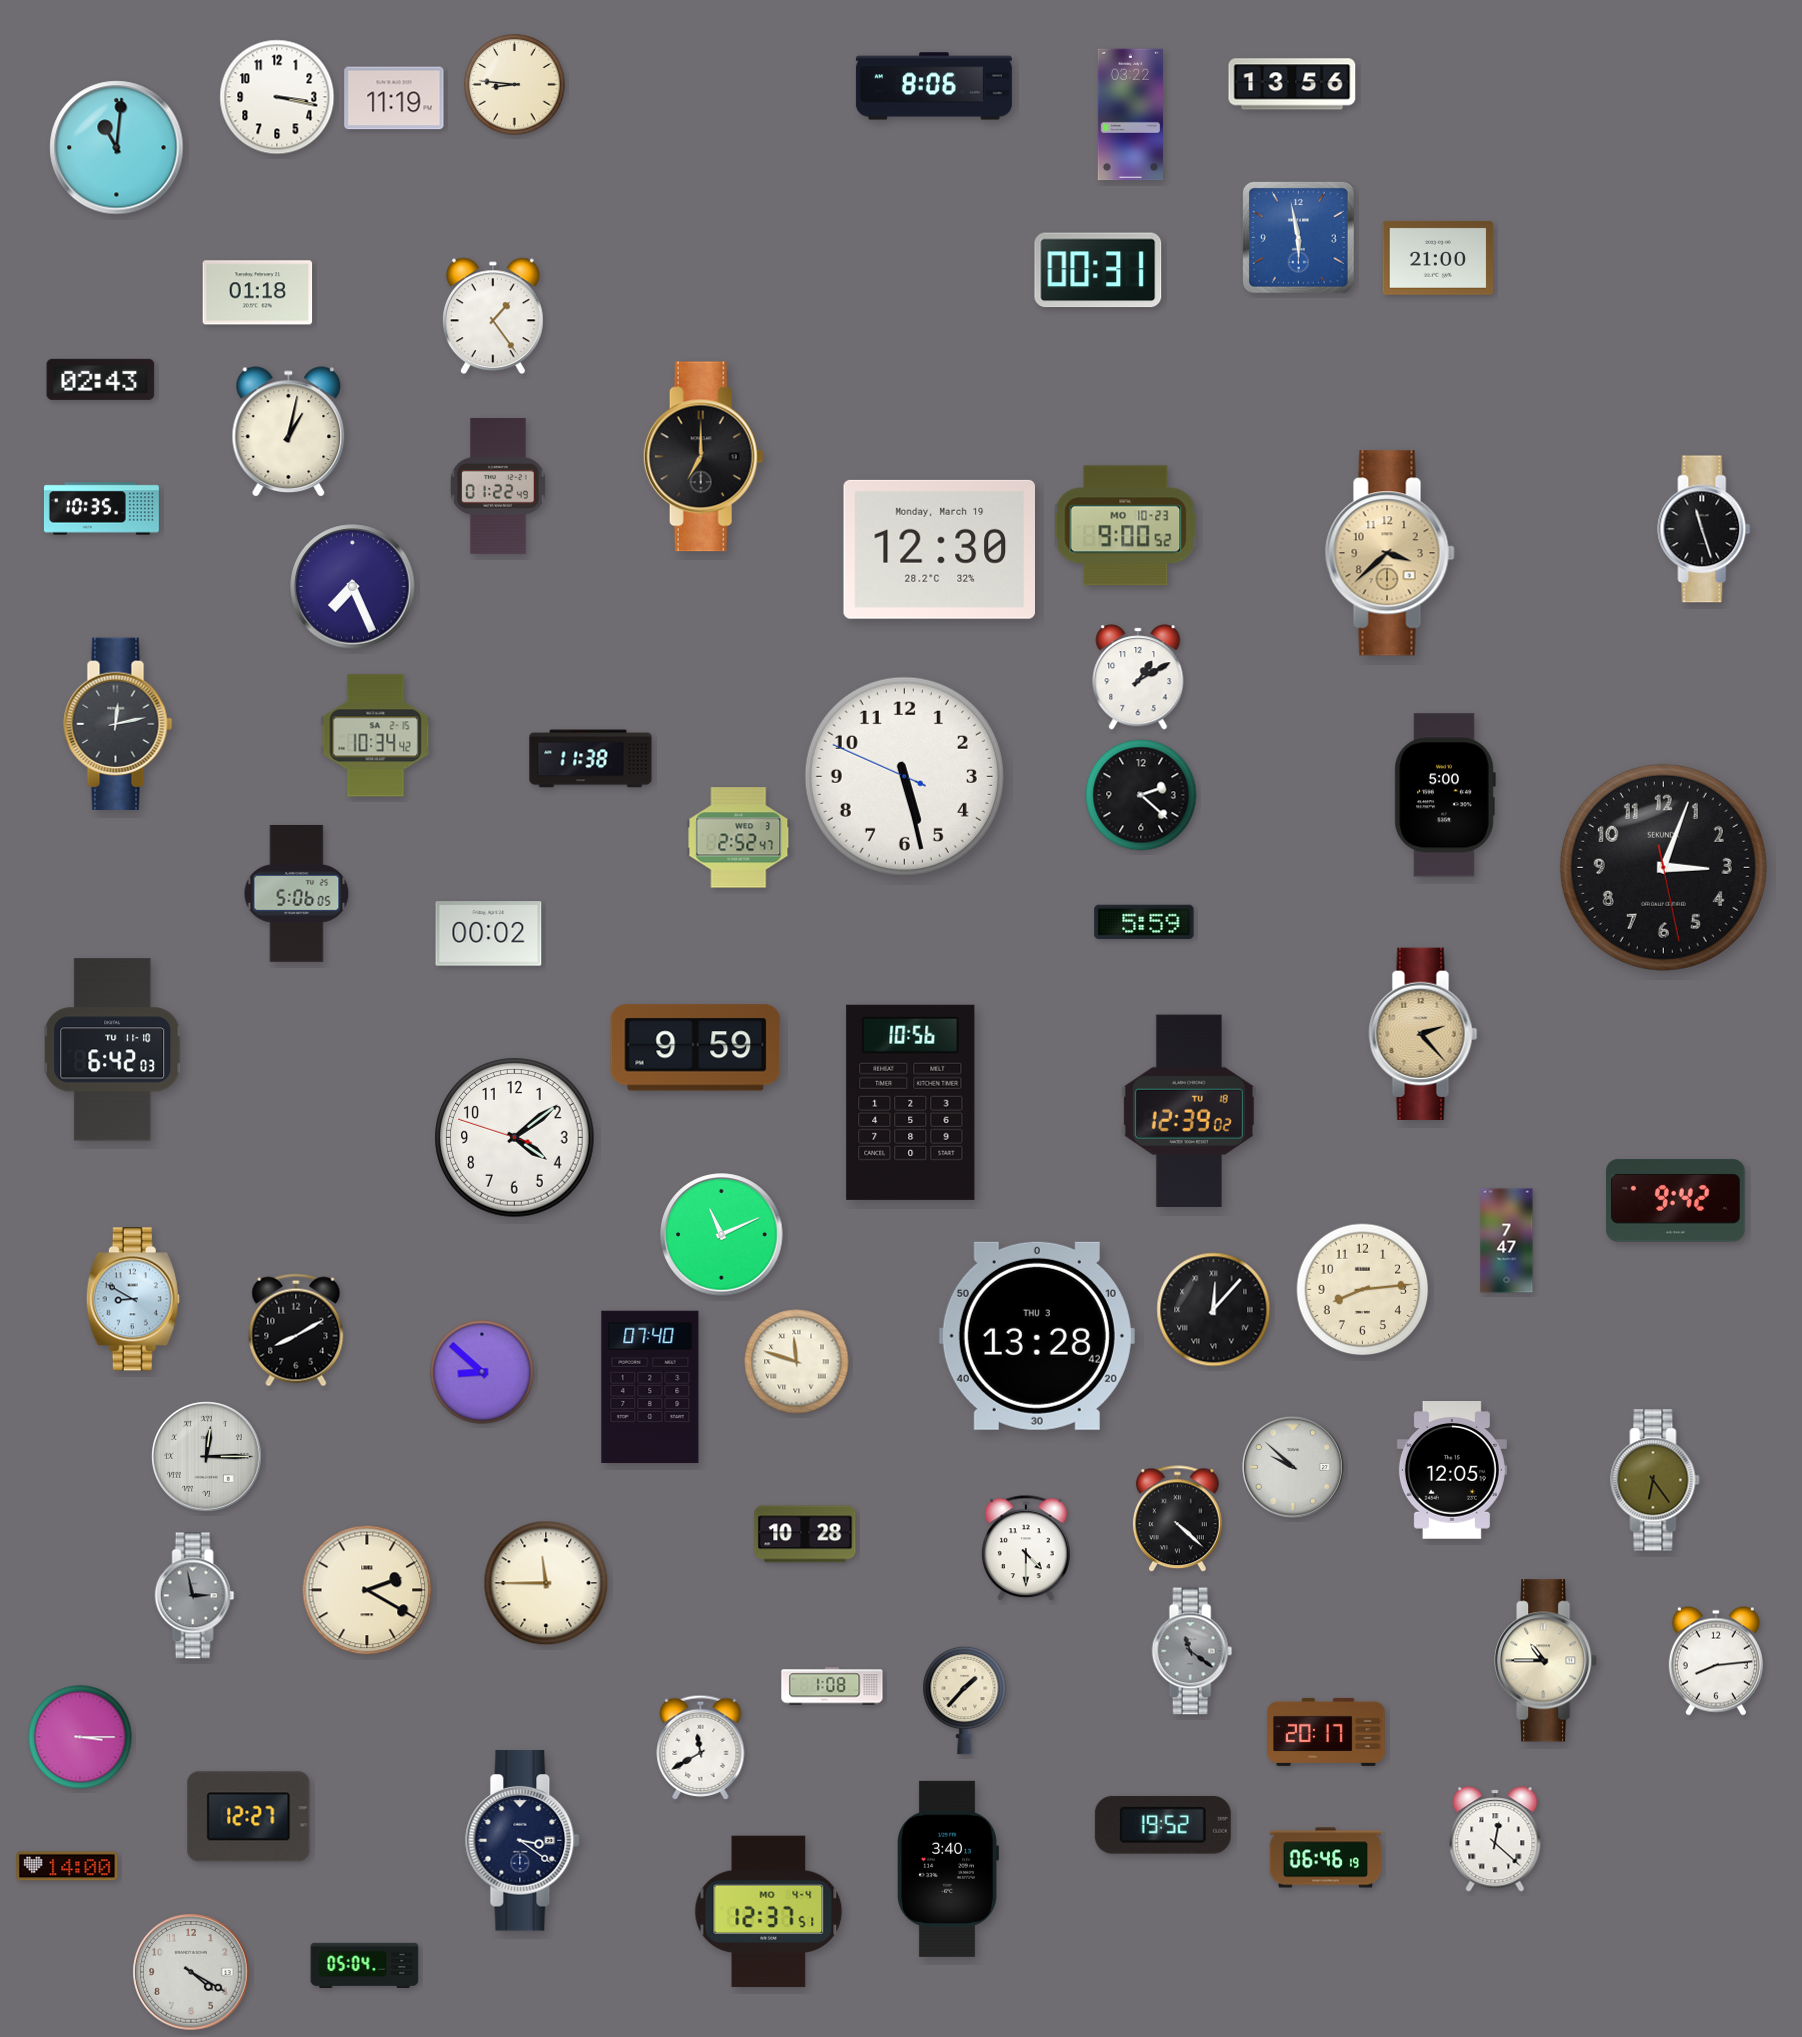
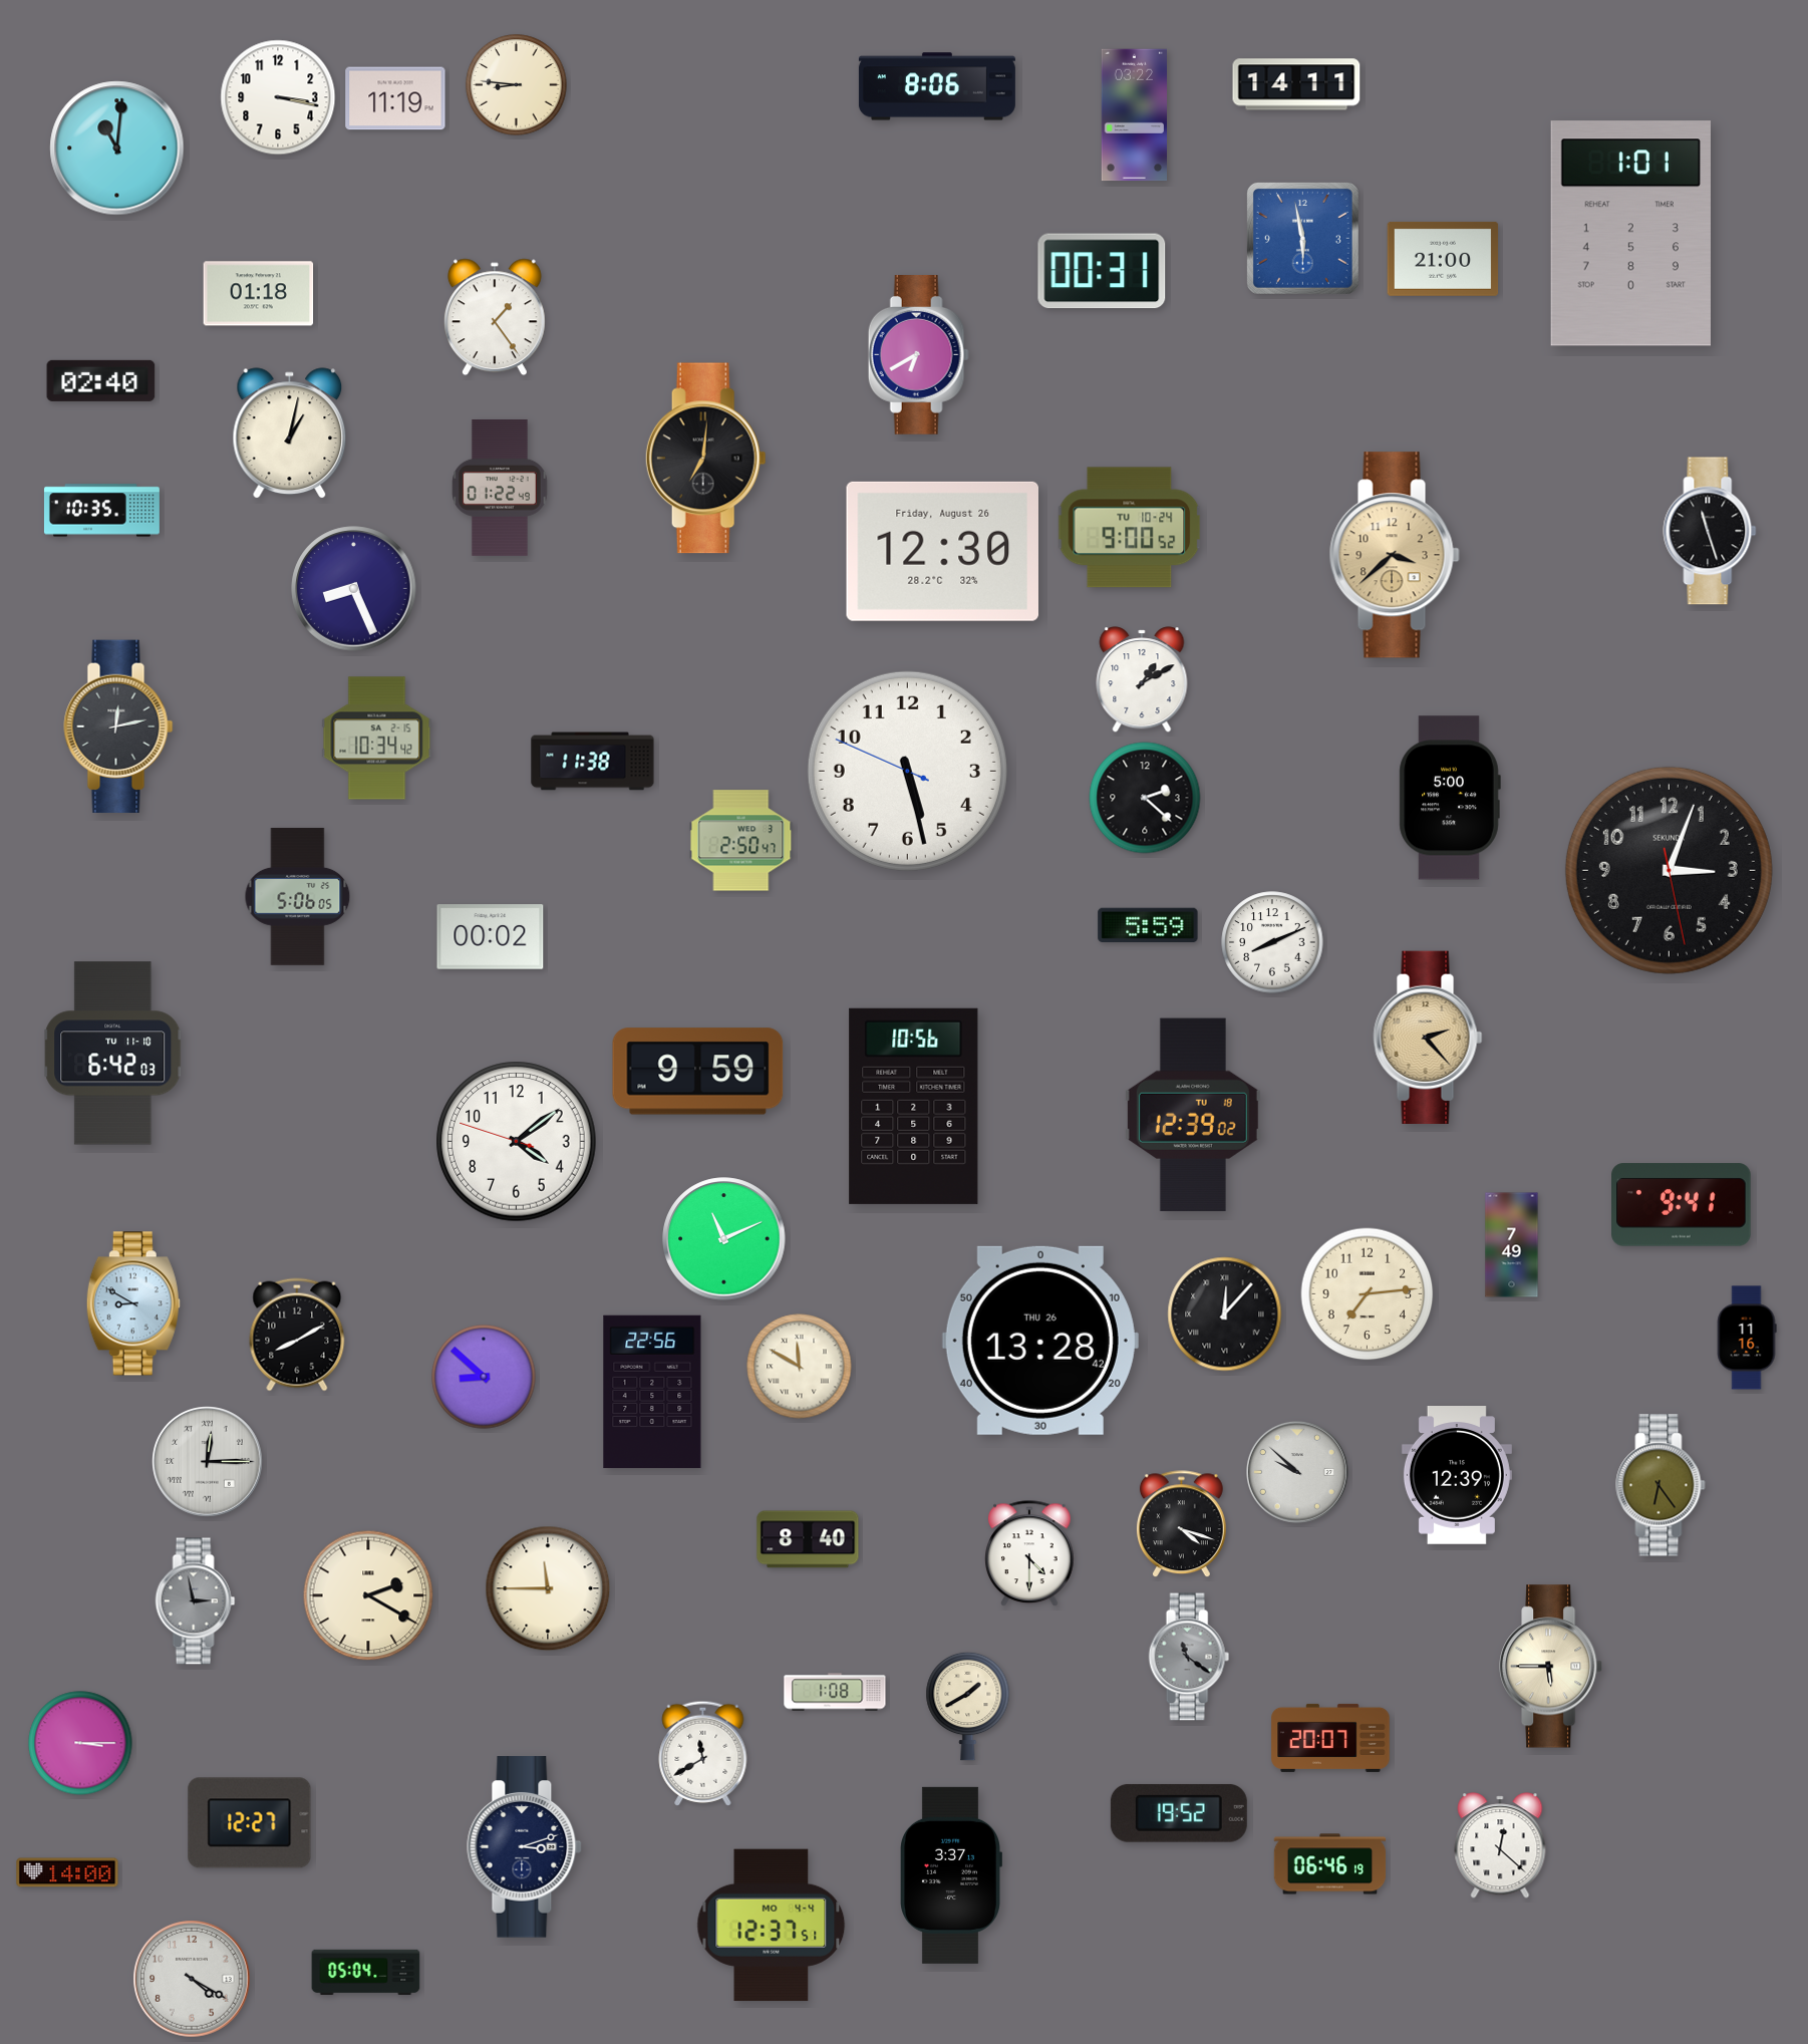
clock at (1292, 84): 13:56 -> 14:11
clock at (1630, 234): none -> 1:01
clock at (918, 355): none -> 6:40
clock at (101, 379): 02:43 -> 02:40
clock at (703, 457): 7:00 -> 7:01
clock at (1126, 526) date: MO 10-23 -> TU 10-24
clock at (939, 549) date: Monday, March 19 -> Friday, August 26
clock at (353, 587): 7:26 -> 8:26
clock at (904, 776) position: (904, 776) -> (907, 771)
clock at (739, 838): 2:52 -> 2:50
clock at (1272, 942): none -> 8:11
clock at (696, 1048) position: (696, 1048) -> (698, 1072)
clock at (1676, 1201): 9:42 -> 9:41
clock at (1507, 1241): 7:47 -> 7:49
clock at (1363, 1290): 8:14 -> 7:14
clock at (1214, 1310) position: (1214, 1310) -> (1225, 1315)
clock at (1747, 1338): none -> 11:16
clock at (1037, 1336) date: THU 3 -> THU 26
clock at (797, 1362): 11:48 -> 11:50
clock at (650, 1387): 07:40 -> 22:56
clock at (1452, 1471): 12:05 -> 12:39
clock at (1177, 1519): 4:22 -> 4:18
clock at (805, 1534): 10:28 -> 8:40
clock at (1192, 1651) position: (1192, 1651) -> (1189, 1657)
clock at (1546, 1661): 10:45 -> 5:45
clock at (1716, 1661): 8:14 -> none
clock at (965, 1700): 1:37 -> 1:40
clock at (1326, 1732): 20:17 -> 20:07
clock at (1163, 1825) position: (1163, 1825) -> (1179, 1813)
clock at (523, 1841): 3:21 -> 3:12
clock at (948, 1869): 3:40 -> 3:37
clock at (769, 1912) position: (769, 1912) -> (772, 1926)
